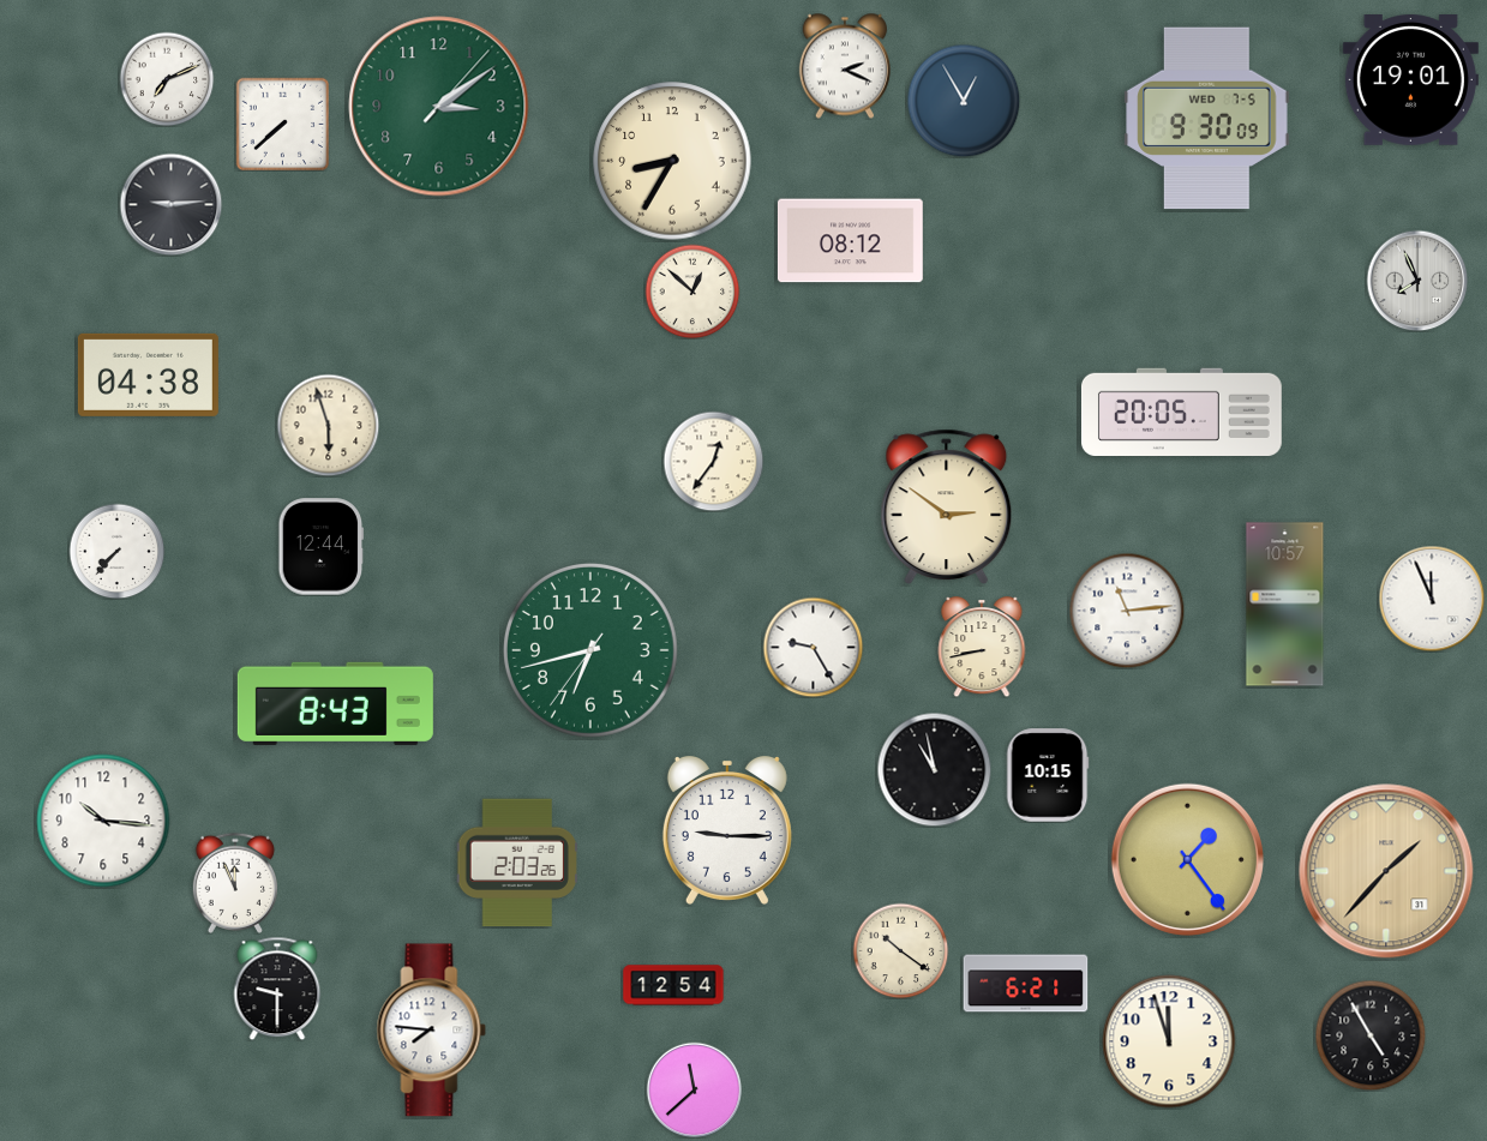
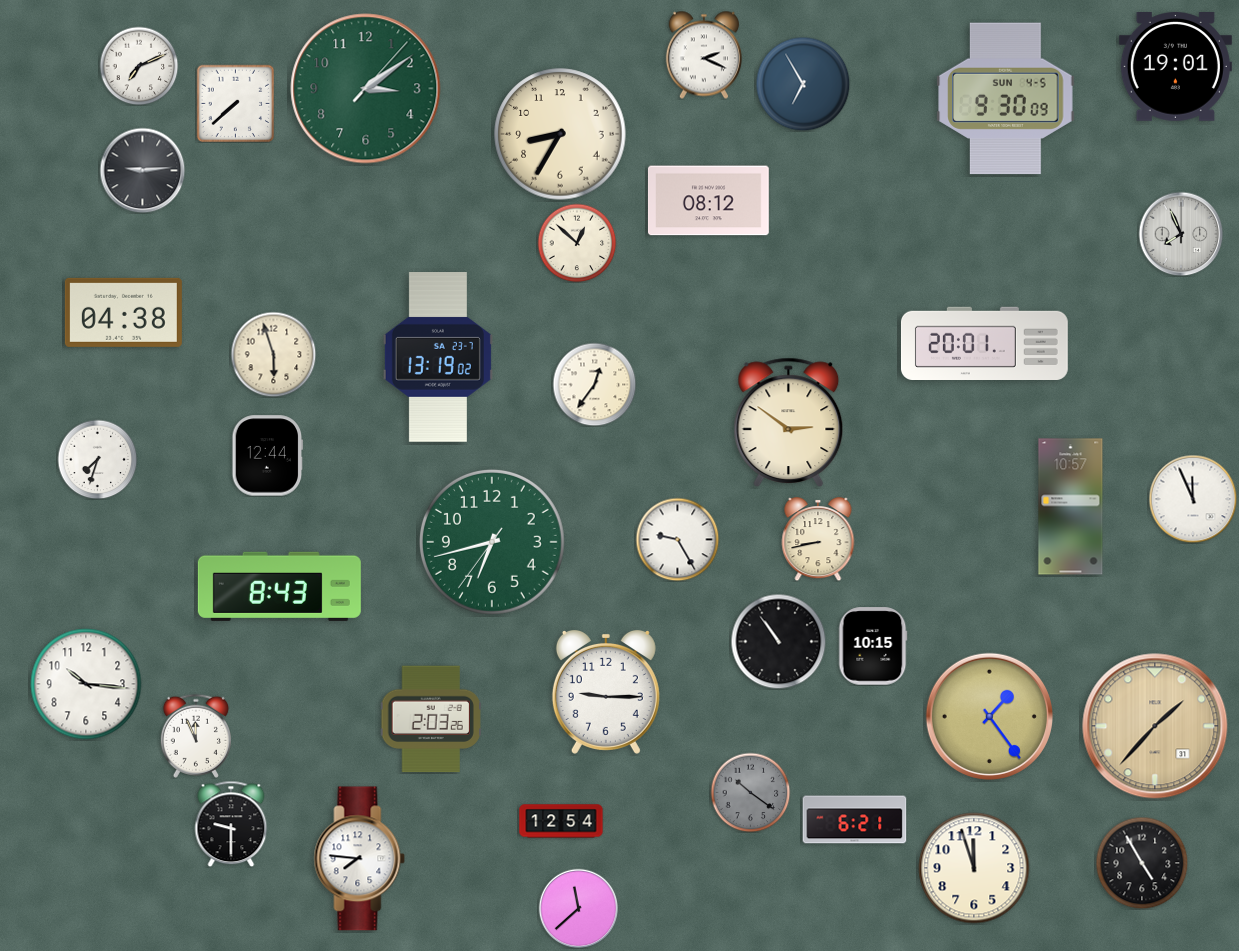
clock at (964, 101): 12:55 -> 6:55
clock at (1207, 119) date: WED 7-5 -> SUN 4-5
clock at (1181, 412): 20:05 -> 20:01
clock at (438, 357): none -> 13:19
clock at (116, 551): 7:37 -> 7:33
clock at (1285, 605) position: (1285, 605) -> (1071, 507)
clock at (1127, 611): 11:14 -> none
clock at (934, 769): 10:58 -> 10:54
clock at (900, 950) dial: cream -> grey
